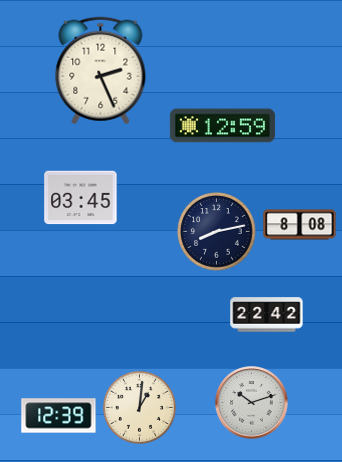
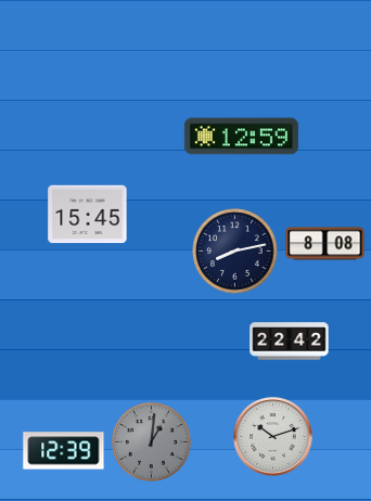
clock at (101, 71): 2:26 -> none
clock at (81, 198): 03:45 -> 15:45
clock at (139, 407) dial: cream -> grey
